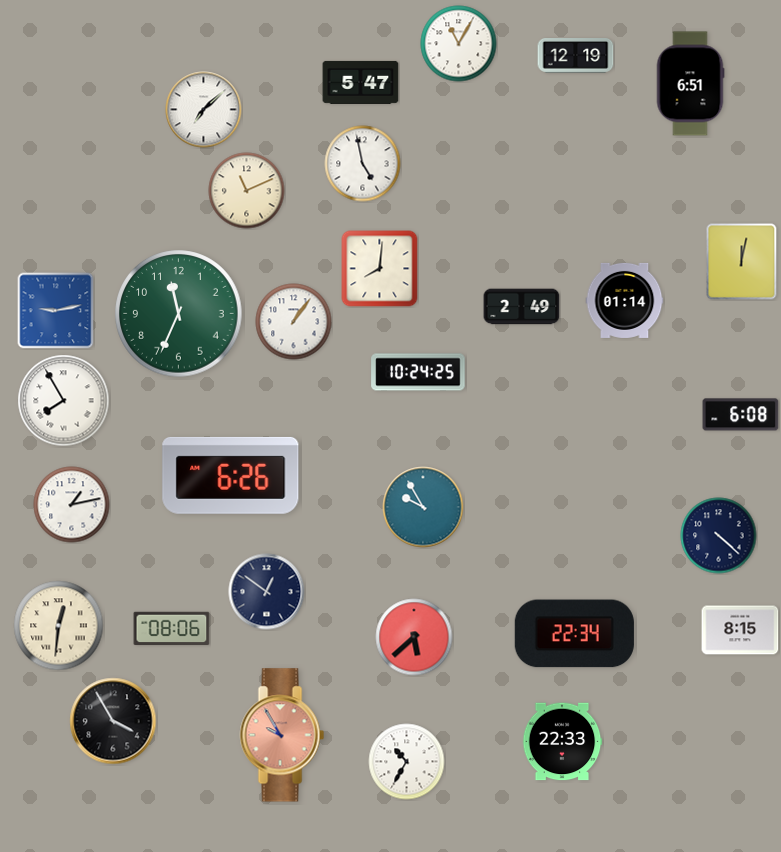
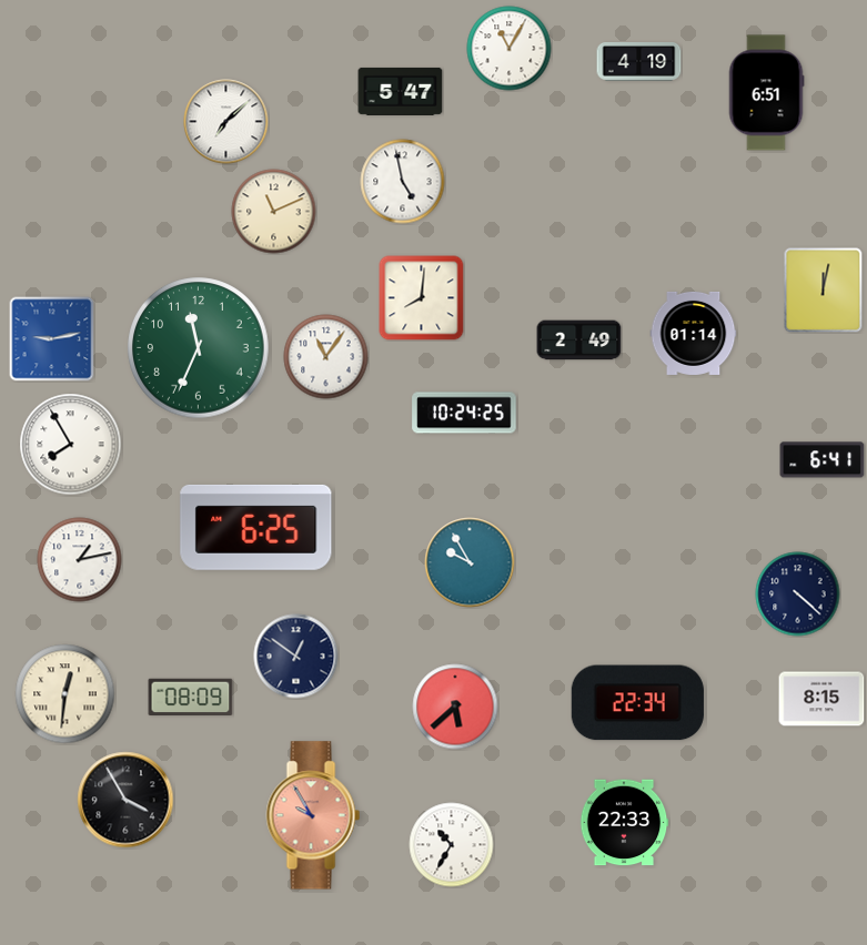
clock at (576, 56): 12:19 -> 4:19
clock at (56, 311) position: (56, 311) -> (52, 339)
clock at (294, 322): 1:06 -> 11:06
clock at (741, 415): 6:08 -> 6:41
clock at (231, 475): 6:26 -> 6:25
clock at (172, 629): 08:06 -> 08:09
clock at (414, 637) position: (414, 637) -> (455, 707)
